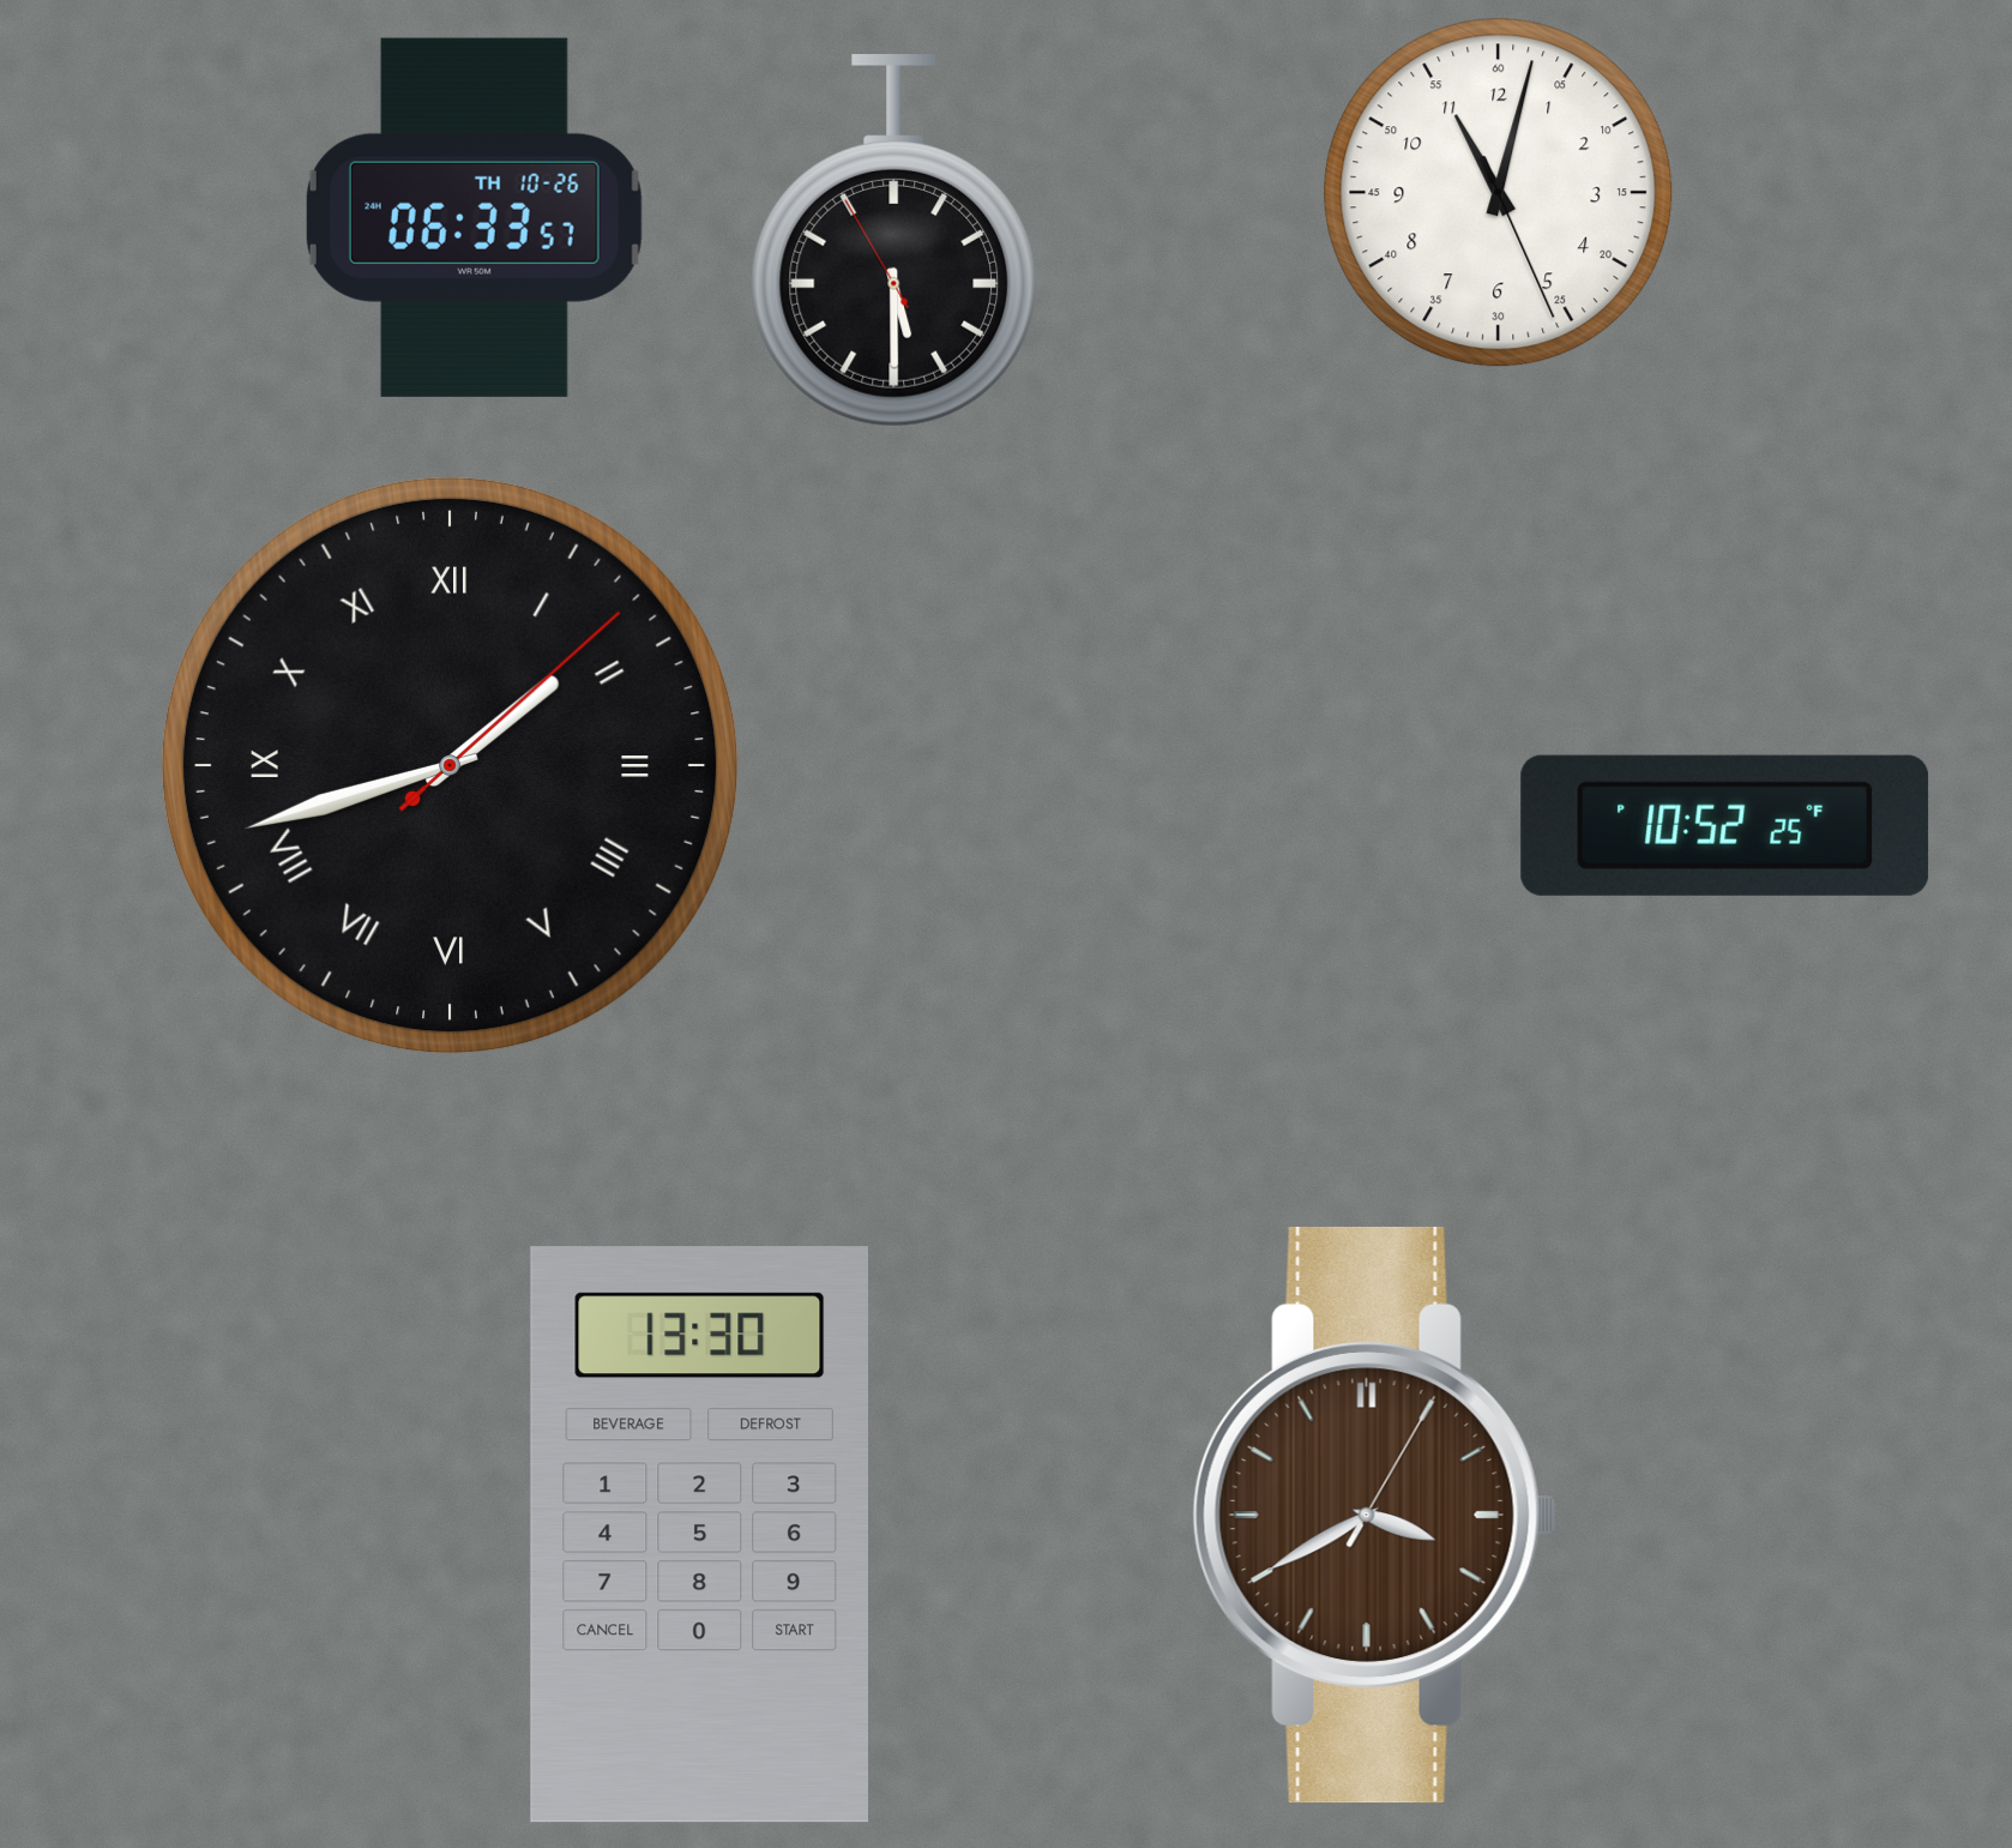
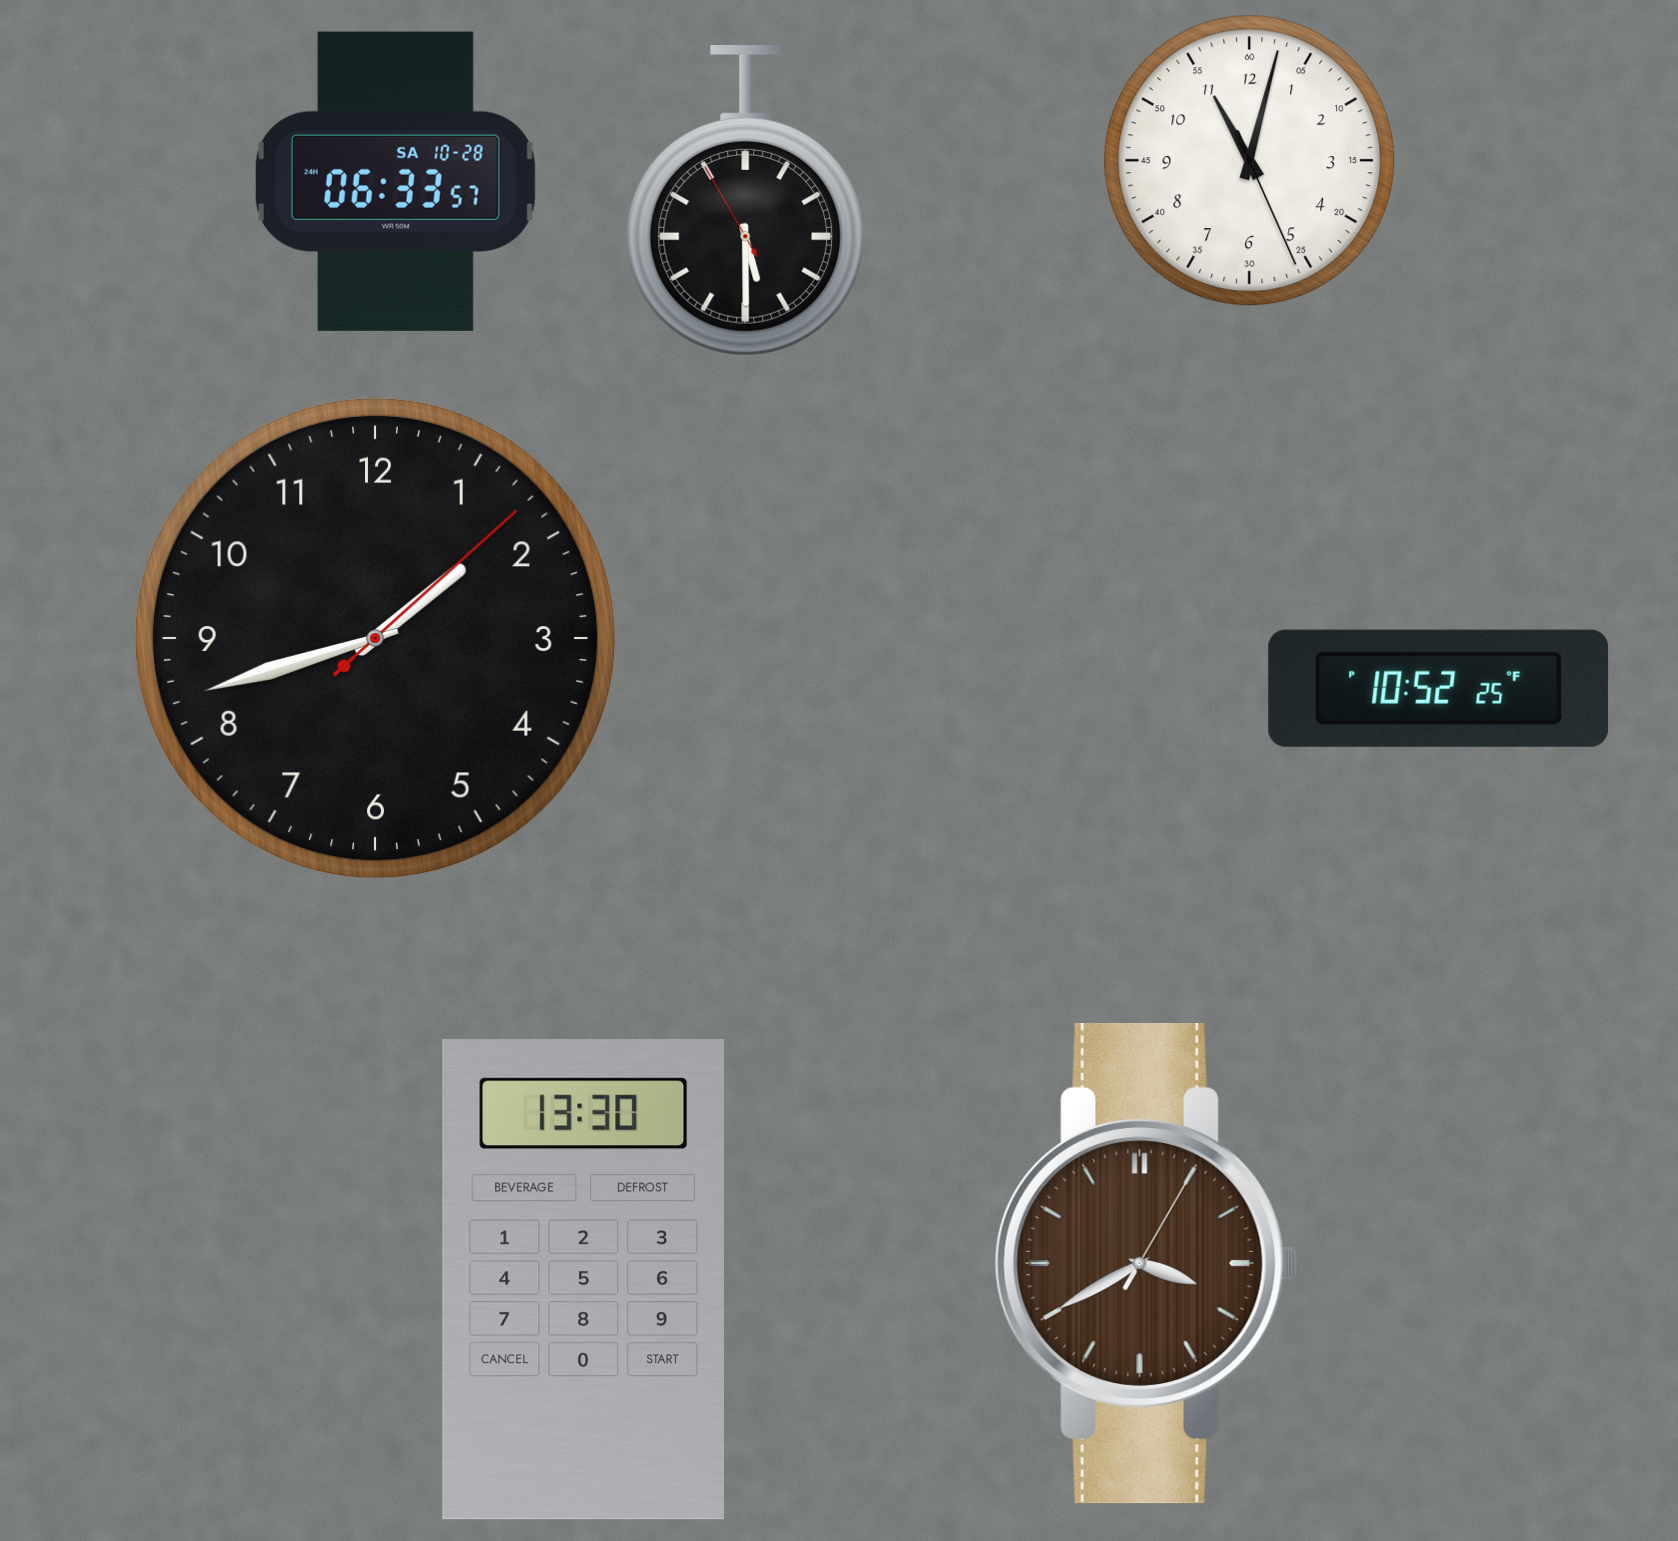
clock at (474, 217) date: TH 10-26 -> SA 10-28
clock at (451, 766) numerals: Roman -> Arabic
